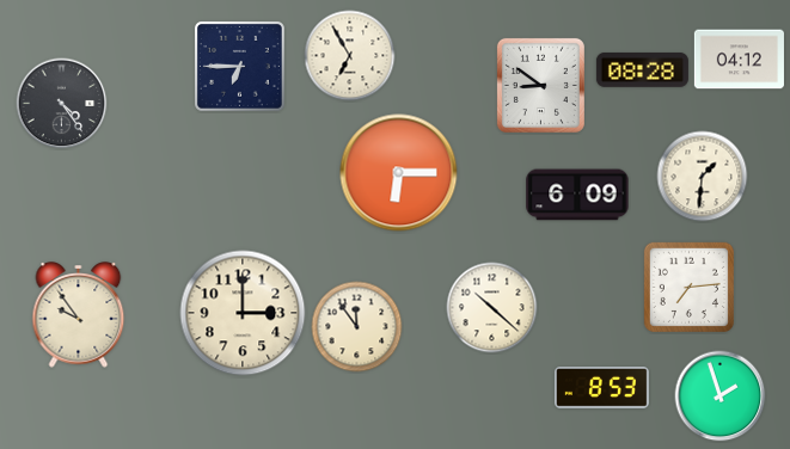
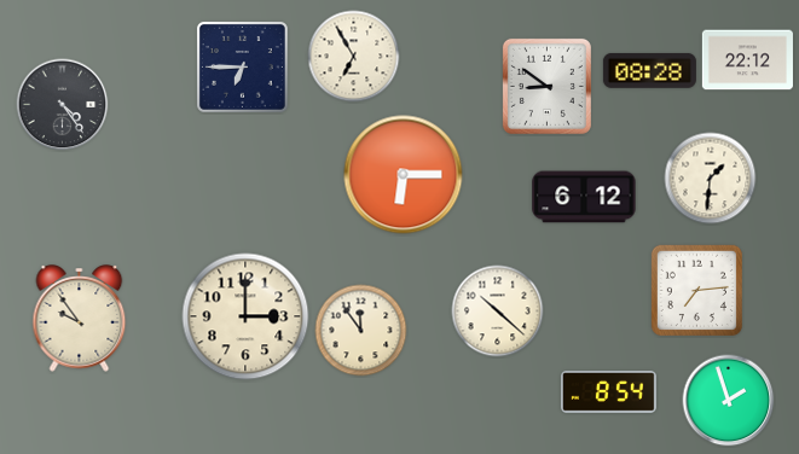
clock at (739, 60): 04:12 -> 22:12
clock at (577, 195): 6:09 -> 6:12
clock at (601, 388): 8:53 -> 8:54
